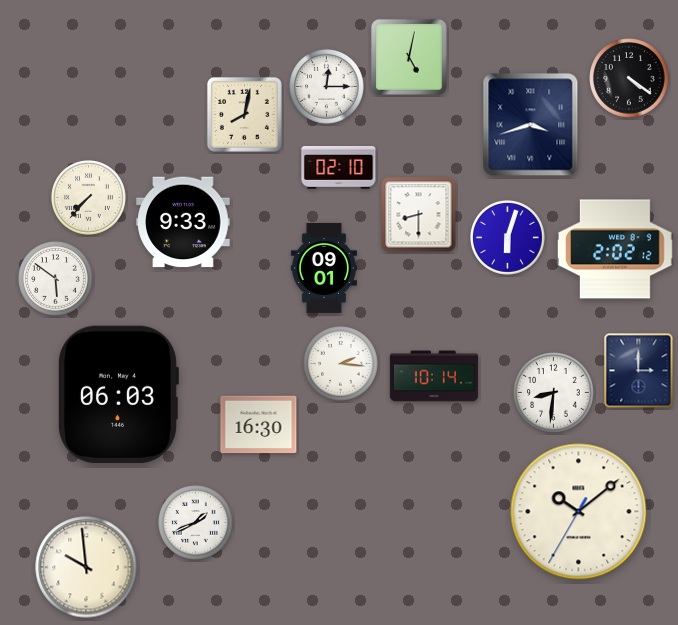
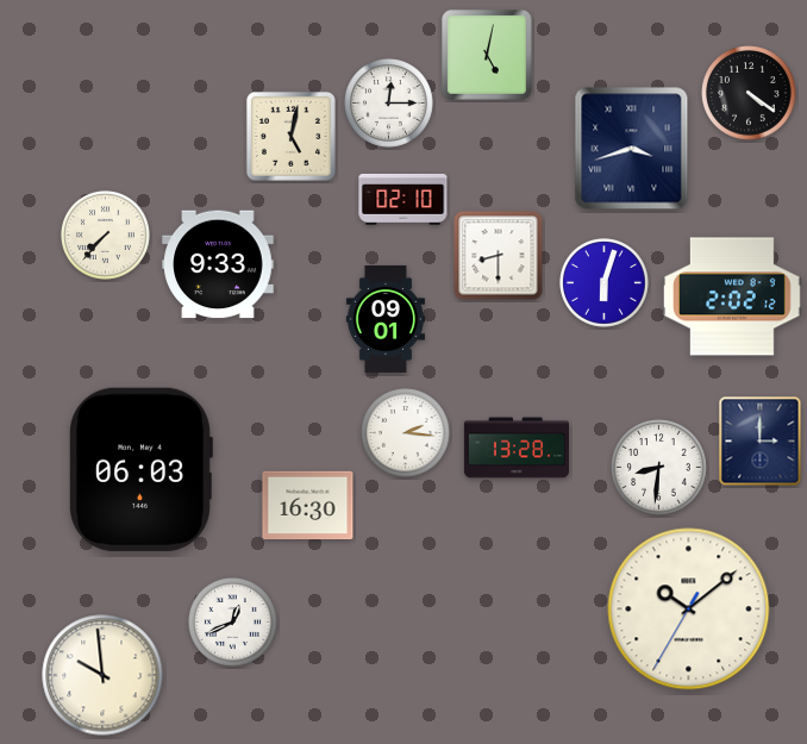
clock at (409, 57) position: (409, 57) -> (487, 55)
clock at (244, 114): 8:02 -> 5:02
clock at (56, 279): 5:51 -> none
clock at (433, 376): 10:14 -> 13:28
clock at (196, 523): 1:41 -> 12:41
